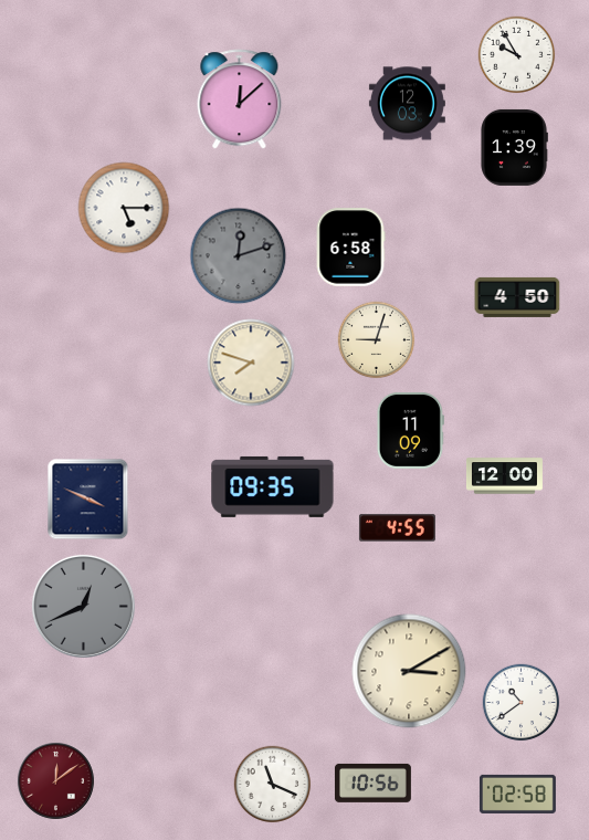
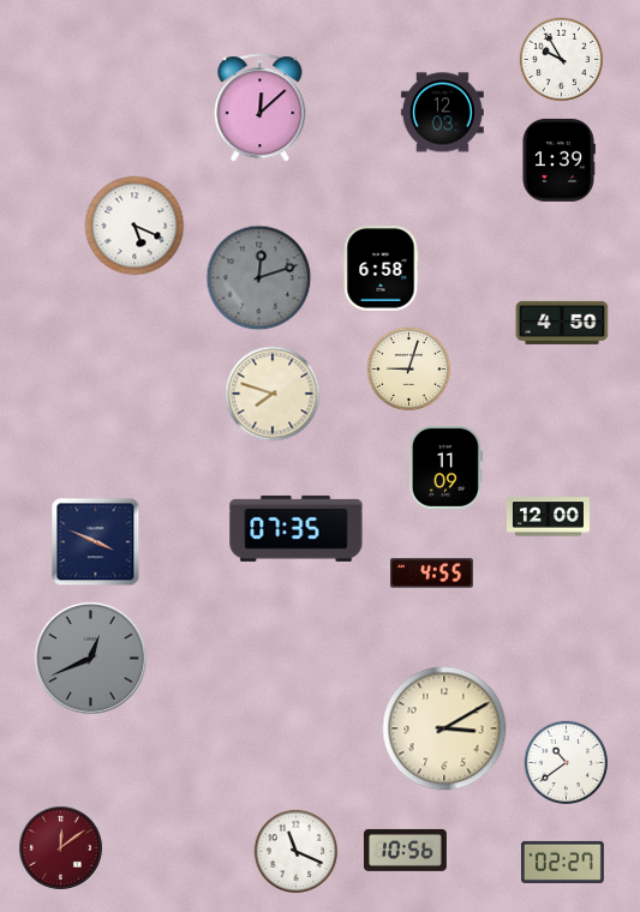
clock at (124, 208): 5:15 -> 5:19
clock at (273, 486): 09:35 -> 07:35
clock at (517, 794): 02:58 -> 02:27
